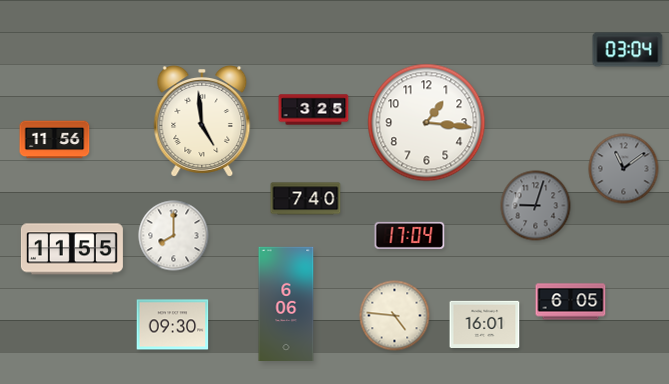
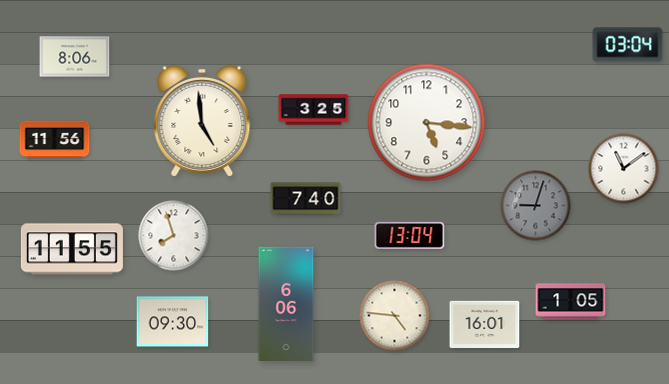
clock at (628, 50) position: (628, 50) -> (628, 45)
clock at (75, 57): none -> 8:06
clock at (427, 123): 1:16 -> 5:16
clock at (624, 169) dial: grey -> white
clock at (410, 235): 17:04 -> 13:04
clock at (174, 236): 8:00 -> 7:57
clock at (571, 302): 6:05 -> 1:05
clock at (173, 325) position: (173, 325) -> (173, 322)
